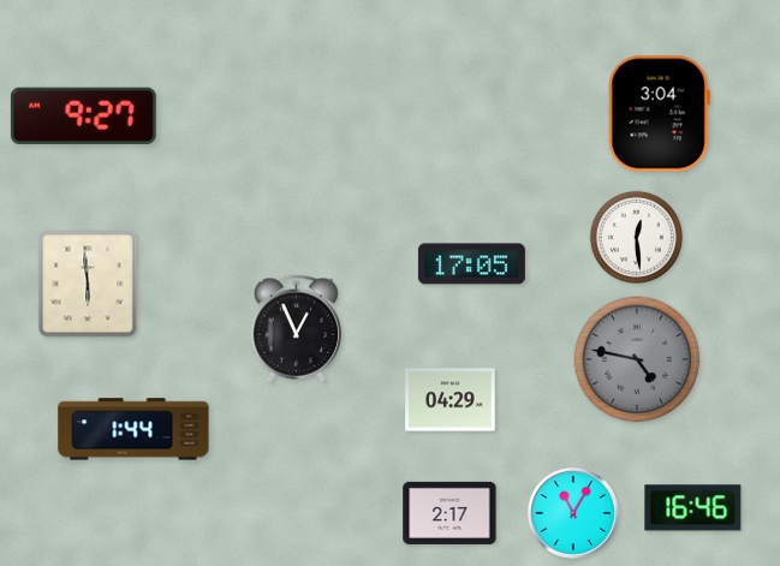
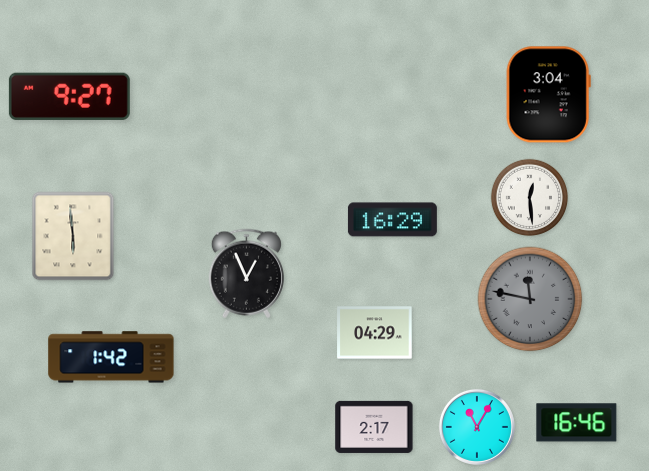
clock at (471, 264): 17:05 -> 16:29
clock at (637, 359): 4:47 -> 11:47
clock at (133, 429): 1:44 -> 1:42
